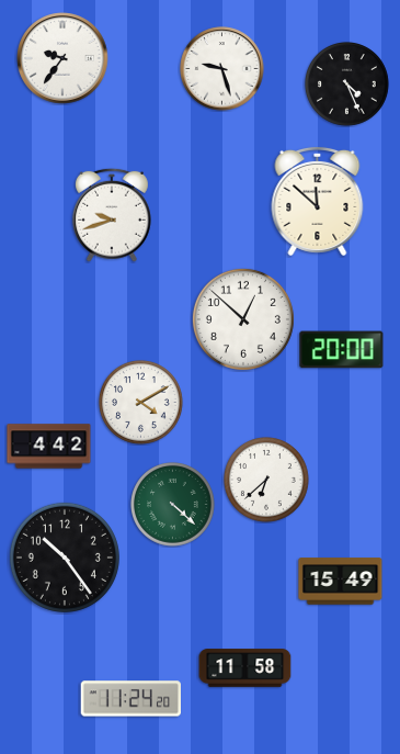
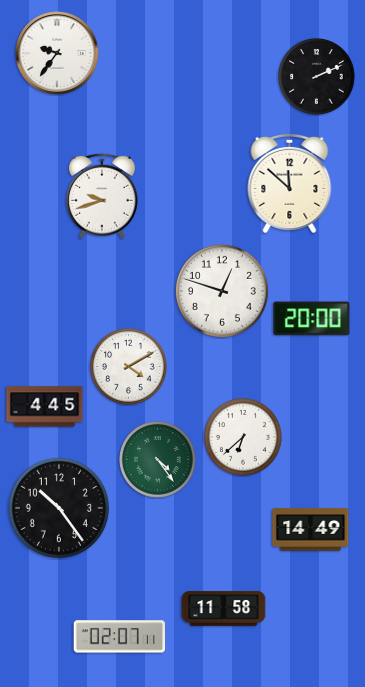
clock at (222, 69): 9:27 -> none
clock at (347, 85): 4:26 -> 2:11
clock at (243, 319): 12:52 -> 12:48
clock at (49, 447): 4:42 -> 4:45
clock at (173, 505): 4:22 -> 4:24
clock at (341, 582): 15:49 -> 14:49
clock at (130, 699): 11:24 -> 02:07
